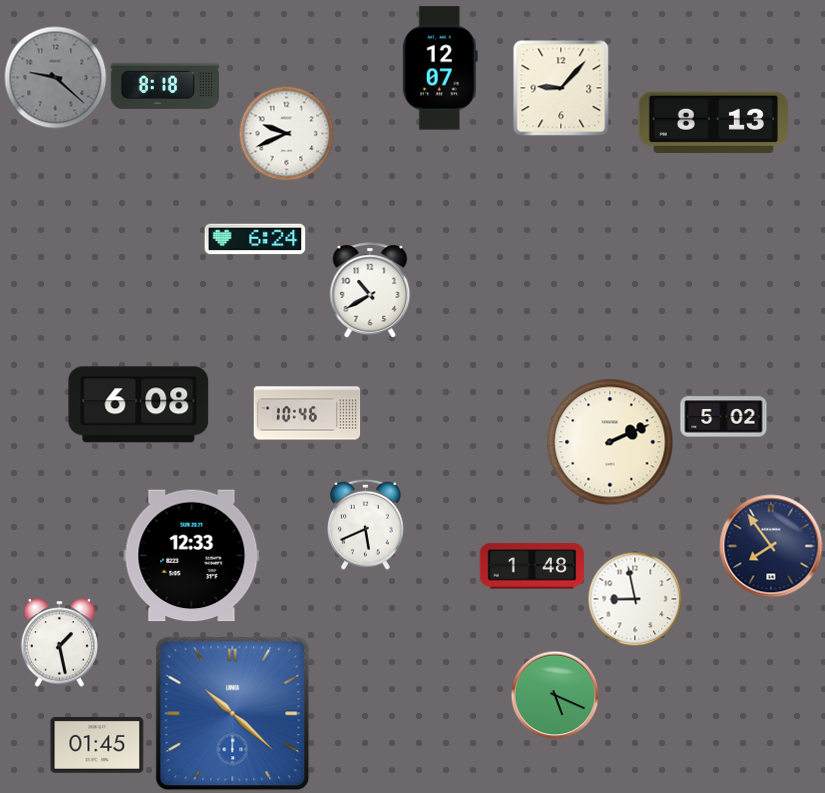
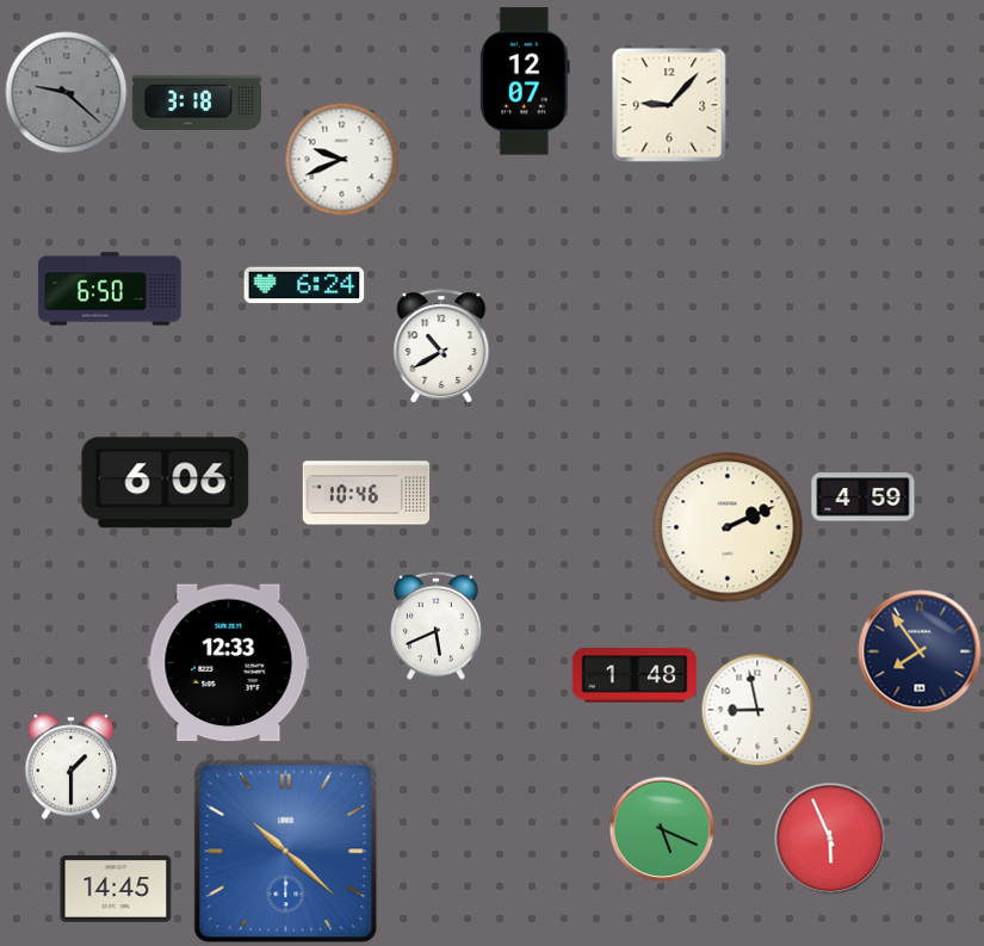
clock at (165, 86): 8:18 -> 3:18
clock at (714, 122): 8:13 -> none
clock at (110, 289): none -> 6:50
clock at (139, 405): 6:08 -> 6:06
clock at (724, 417): 5:02 -> 4:59
clock at (635, 599) position: (635, 599) -> (757, 710)
clock at (59, 643): 1:28 -> 1:30
clock at (830, 839): none -> 5:56
clock at (233, 714) position: (233, 714) -> (286, 852)
clock at (97, 745): 01:45 -> 14:45
